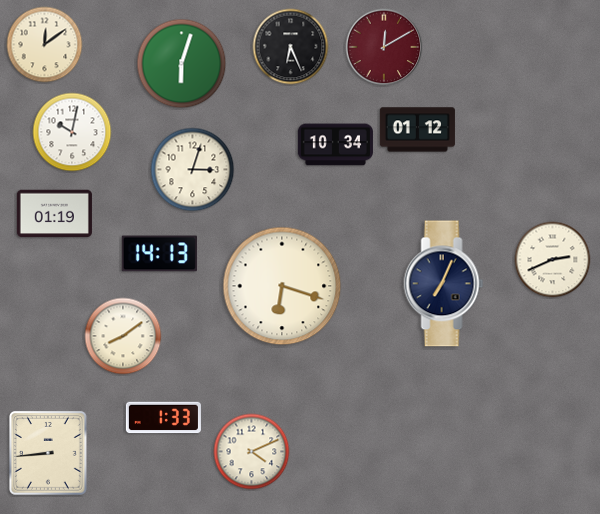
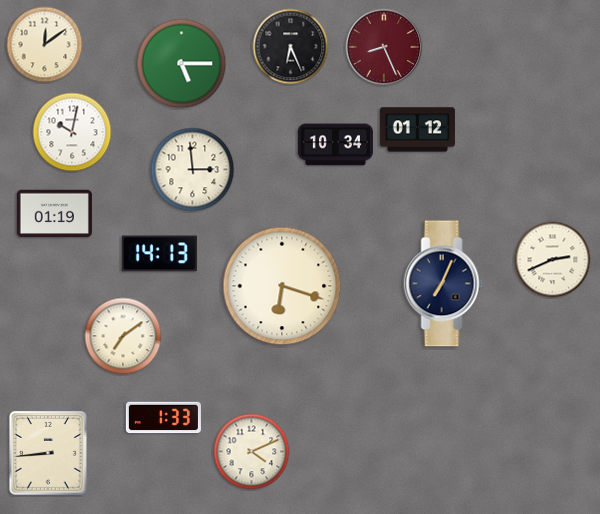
clock at (384, 47): 12:10 -> 8:26
clock at (182, 64): 6:03 -> 5:15
clock at (193, 170): 3:03 -> 2:59
clock at (123, 336): 8:09 -> 7:09
